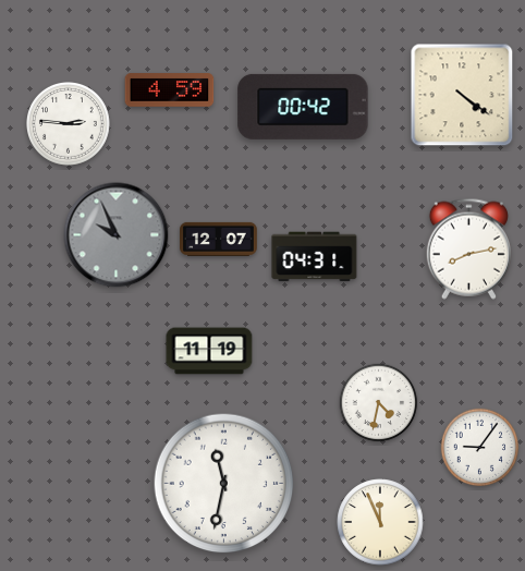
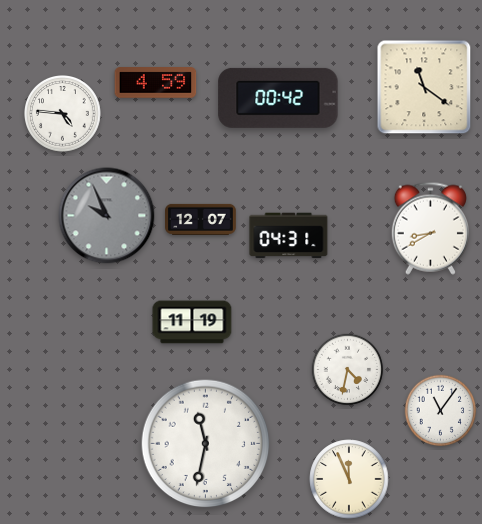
clock at (462, 95): 4:21 -> 11:21
clock at (69, 124): 2:46 -> 4:46
clock at (468, 248): 8:13 -> 8:40
clock at (480, 448): 9:06 -> 11:06
